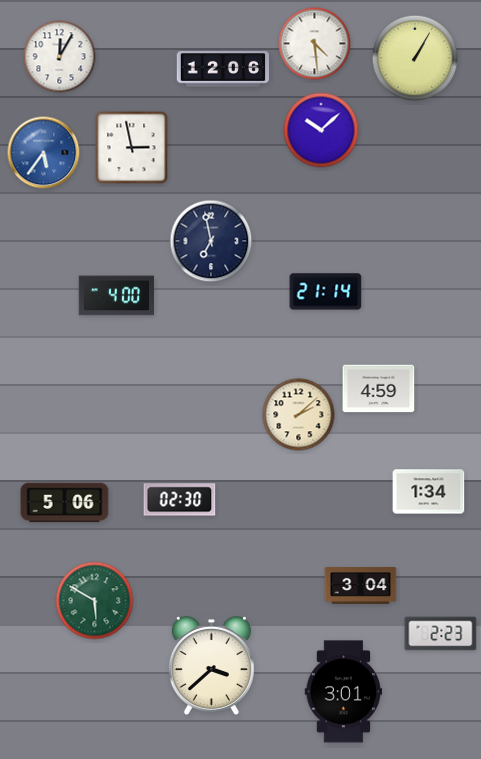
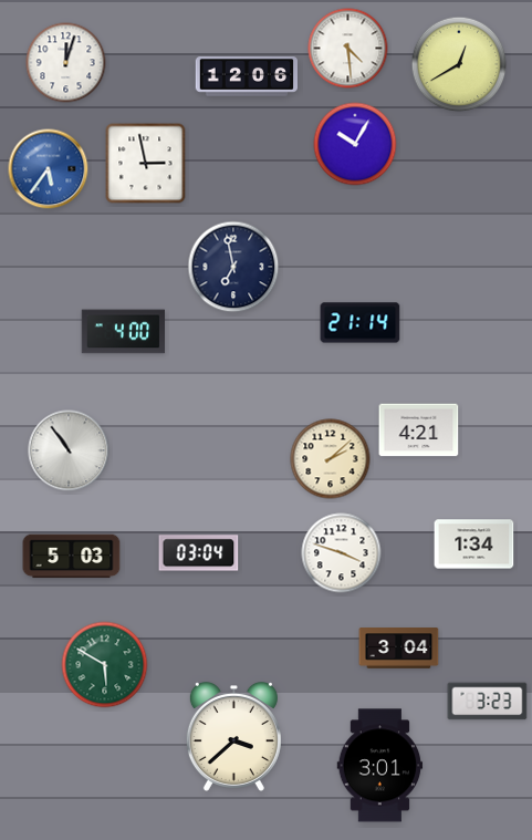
clock at (60, 57): 12:05 -> 12:03
clock at (415, 58): 1:05 -> 12:40
clock at (321, 130): 10:08 -> 10:05
clock at (116, 296) position: (116, 296) -> (123, 332)
clock at (379, 389): 4:59 -> 4:21
clock at (69, 450): none -> 10:54
clock at (180, 500): 02:30 -> 03:04
clock at (342, 553): none -> 3:48
clock at (65, 503): 5:06 -> 5:03
clock at (441, 634): 2:23 -> 3:23
